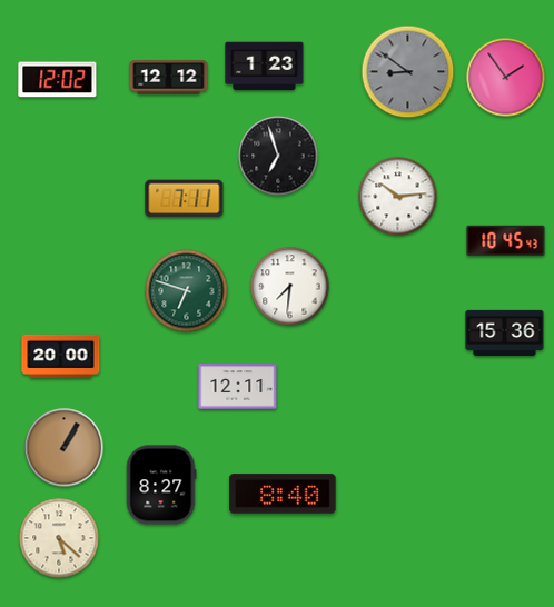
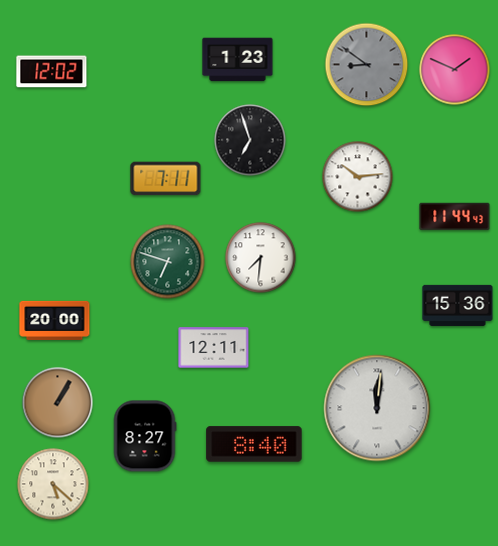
clock at (169, 78): 12:12 -> none
clock at (506, 78): 1:54 -> 1:49
clock at (506, 241): 10:45 -> 11:44
clock at (505, 332) position: (505, 332) -> (458, 305)
clock at (377, 408): none -> 12:01
